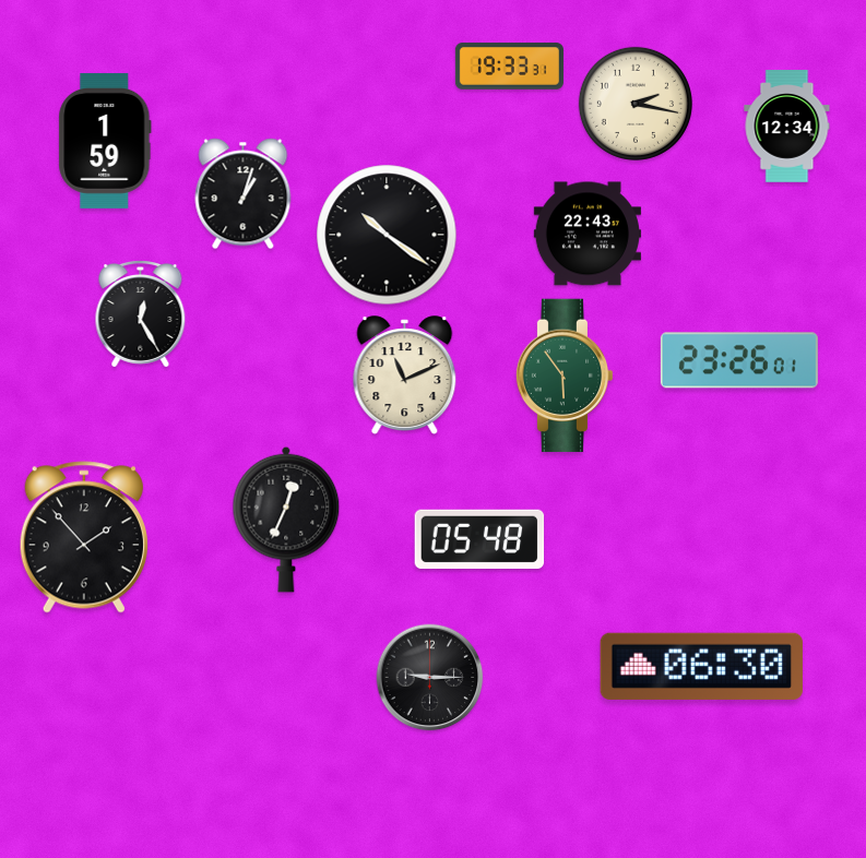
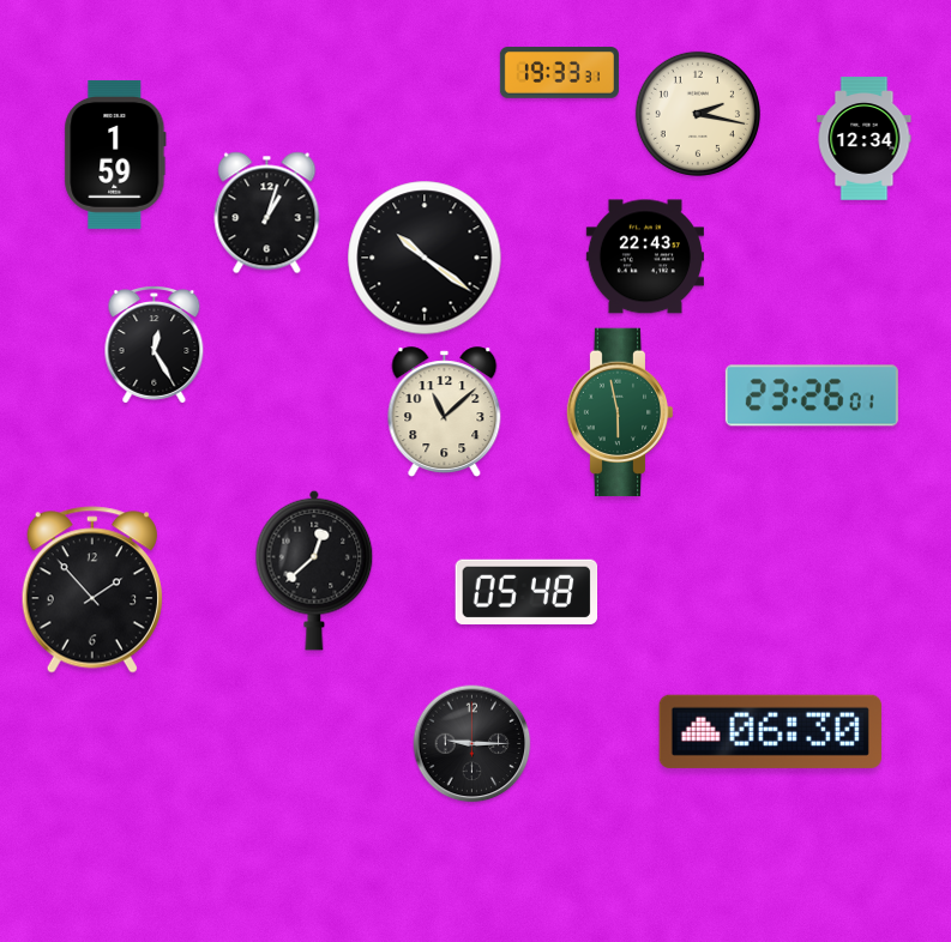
clock at (405, 376): 11:11 -> 11:08
clock at (565, 376): 5:54 -> 5:58
clock at (286, 520): 12:34 -> 12:38
